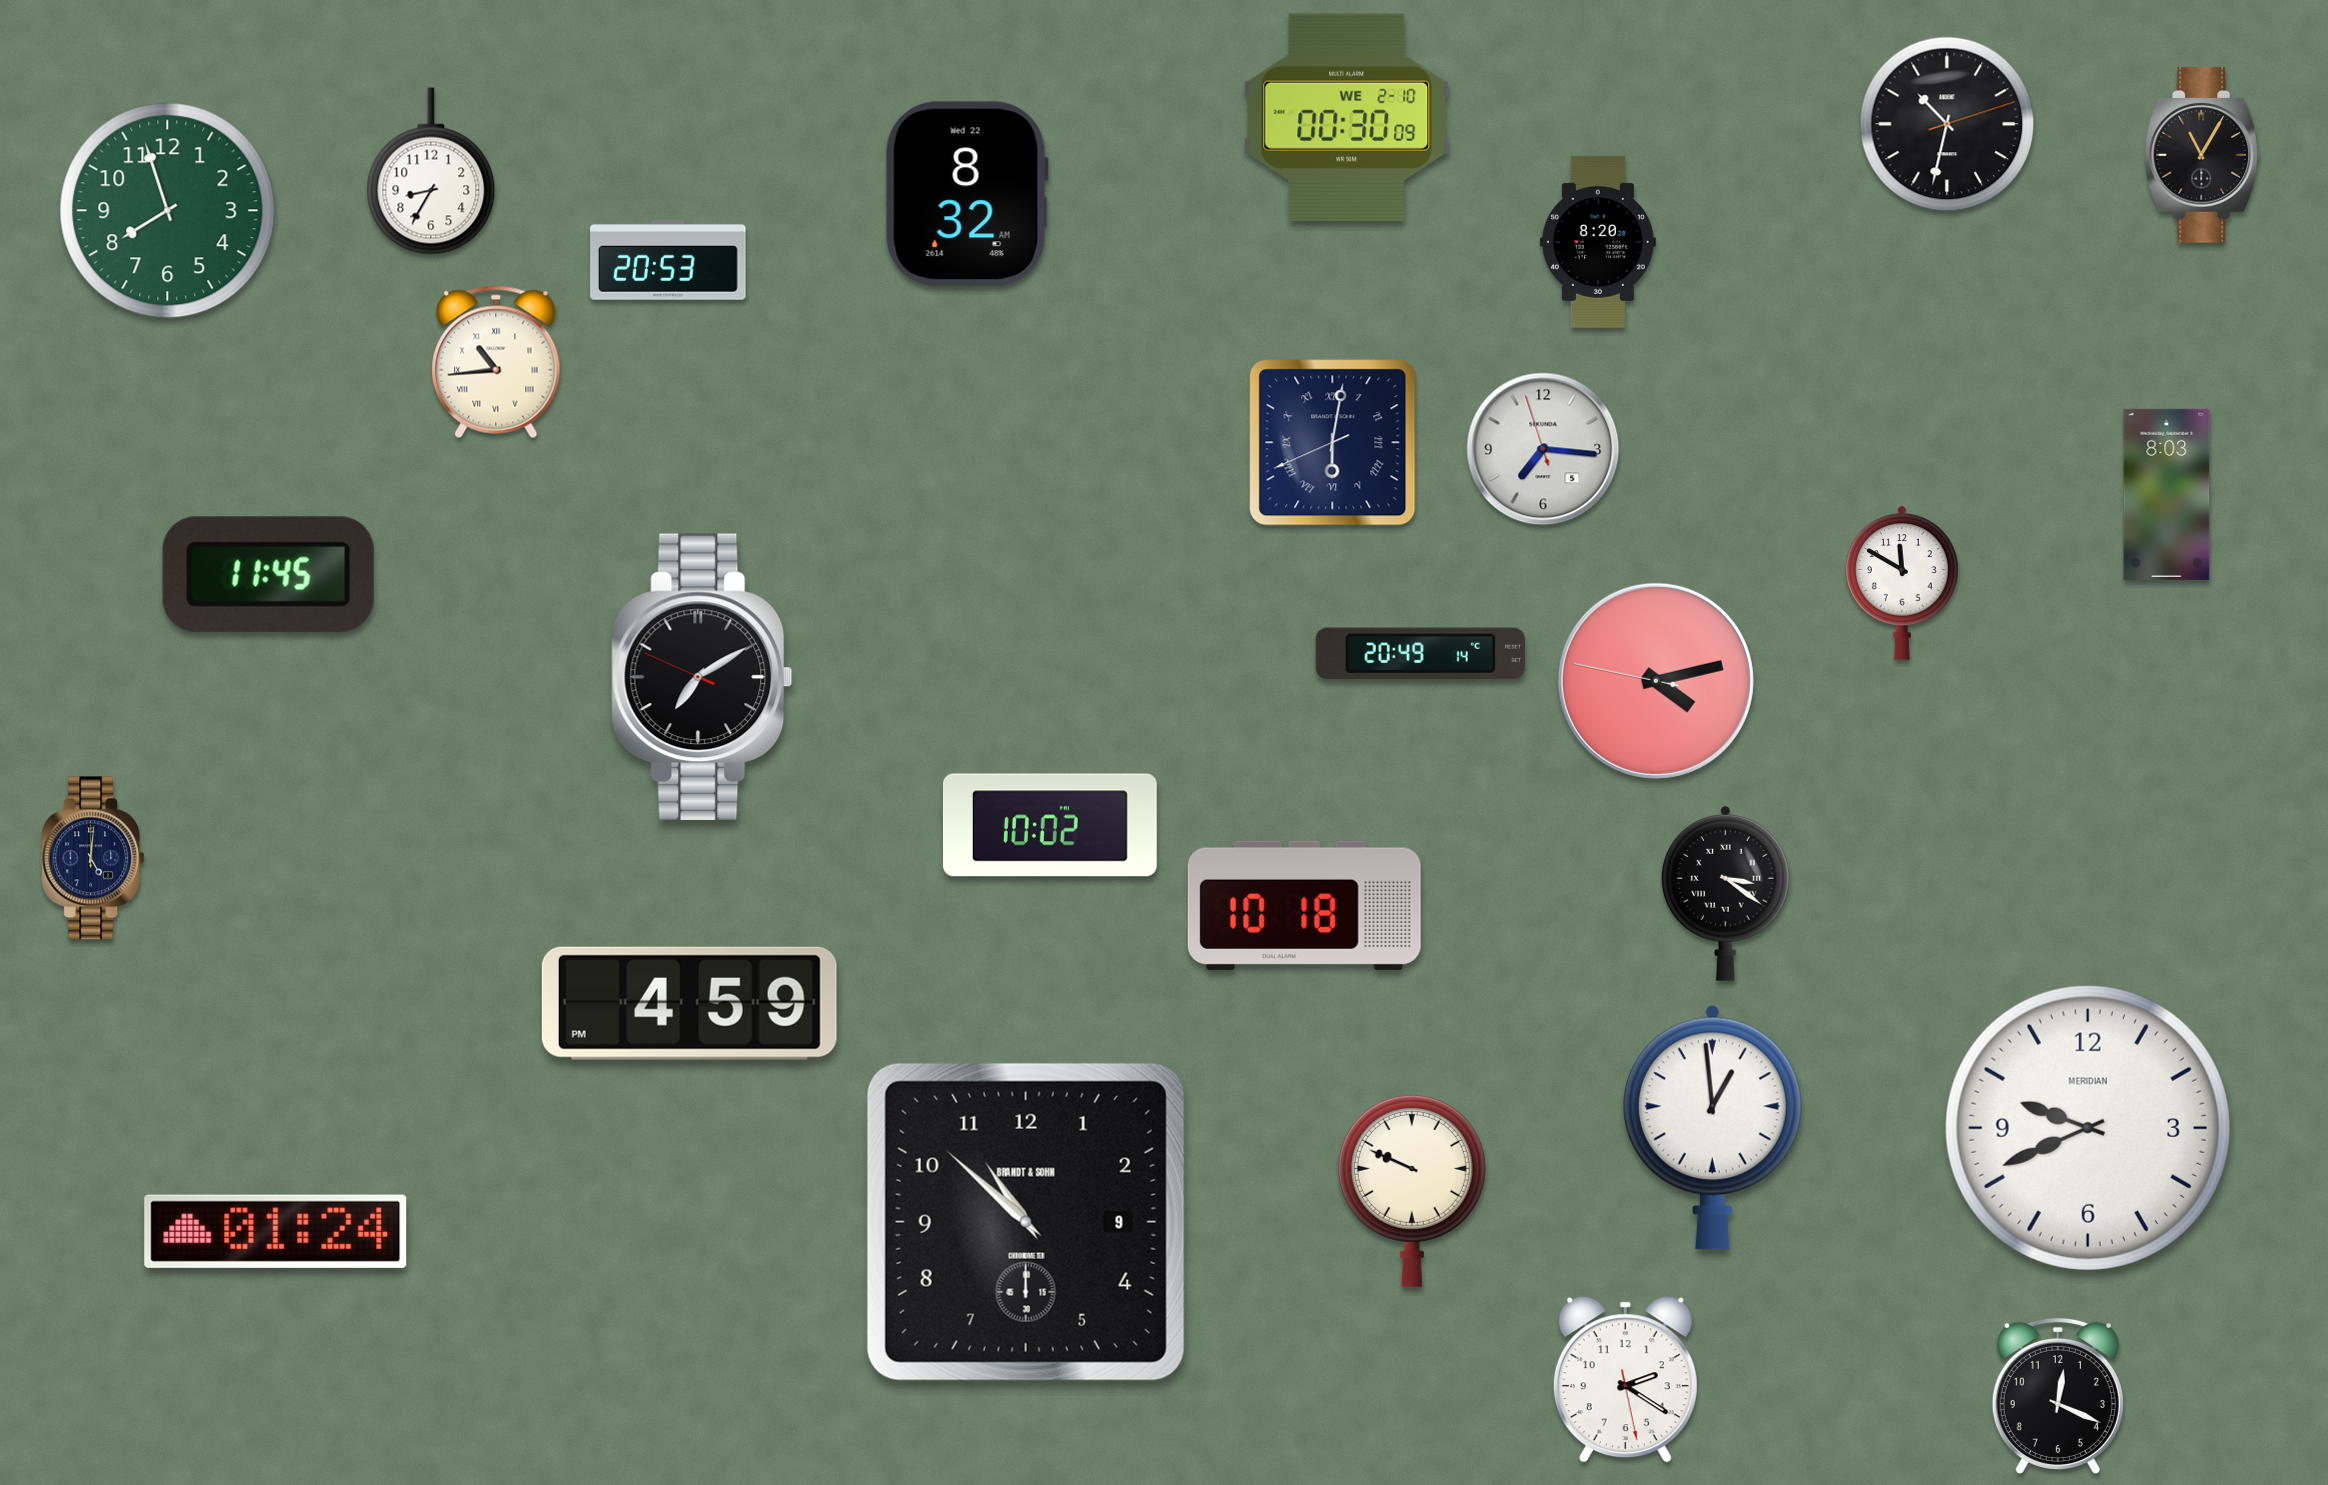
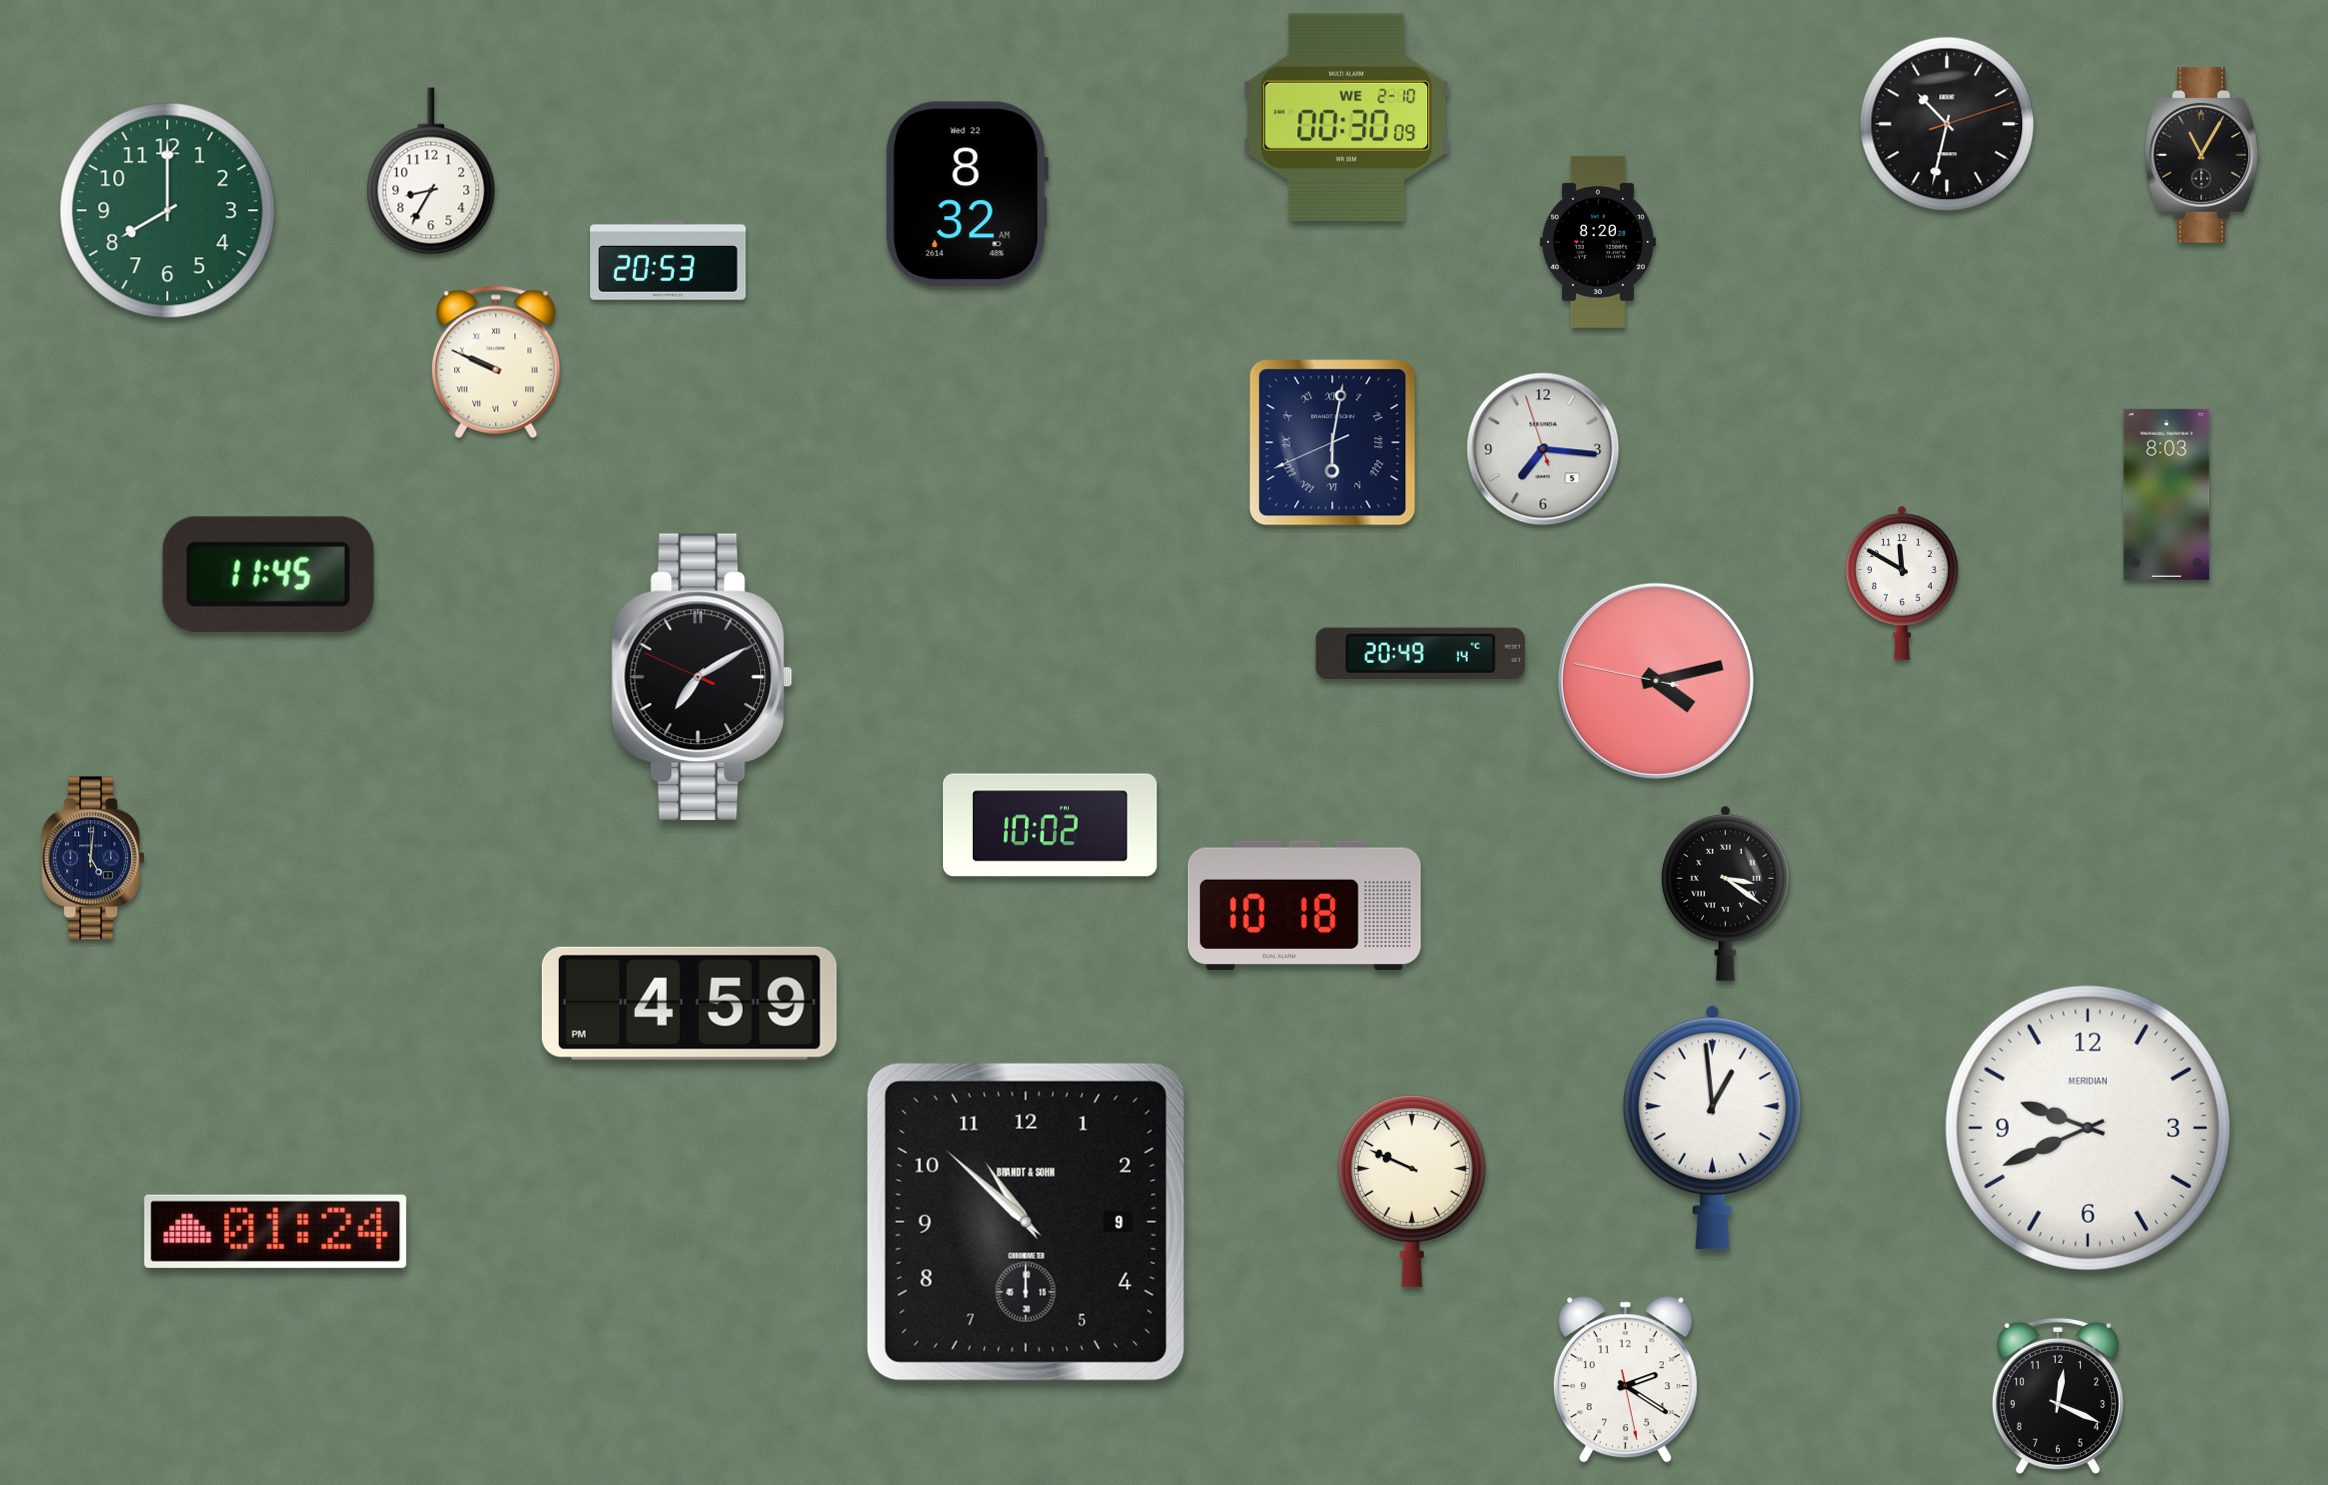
clock at (168, 211): 7:57 -> 8:00
clock at (496, 362): 10:44 -> 9:49
